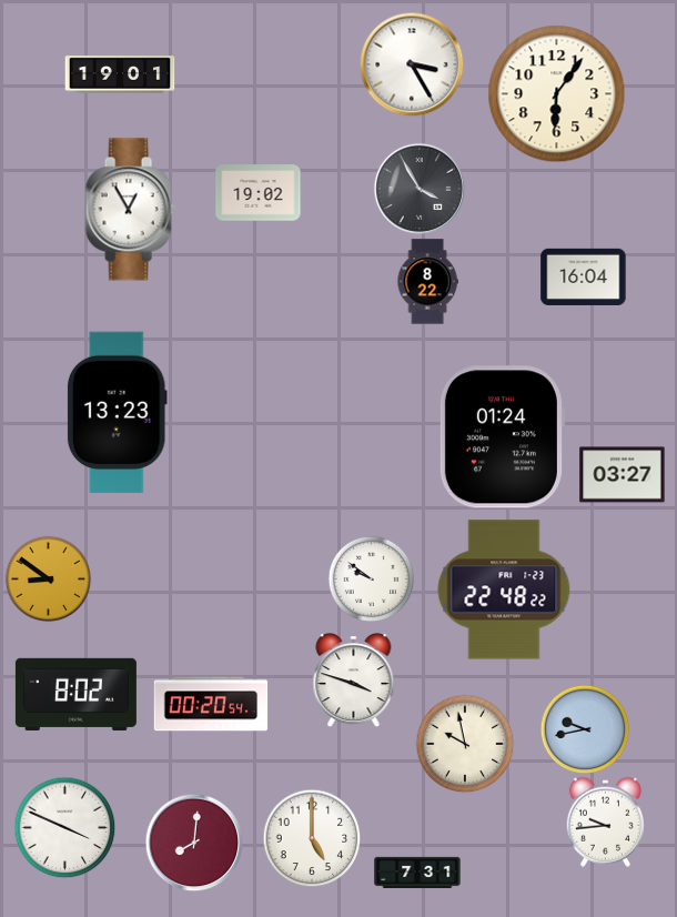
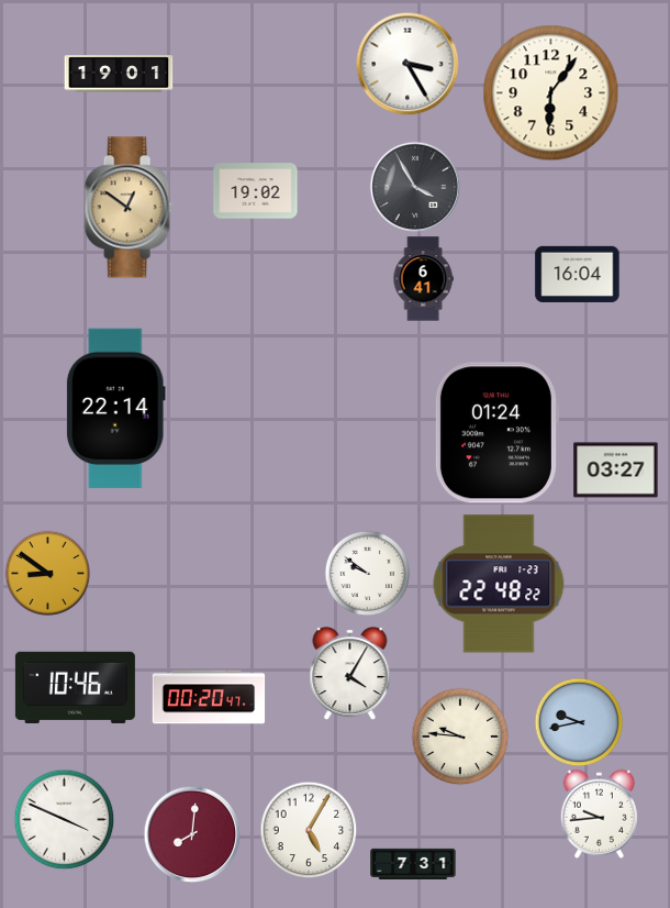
clock at (130, 210): 12:55 -> 12:51
clock at (130, 210) dial: white -> champagne
clock at (427, 282): 8:22 -> 6:41
clock at (117, 413): 13:23 -> 22:14
clock at (354, 681): 3:48 -> 4:05
clock at (75, 694): 8:02 -> 10:46
clock at (211, 704): 00:20:54 -> 00:20:47
clock at (465, 744): 9:58 -> 9:46
clock at (312, 838): 5:00 -> 5:05
